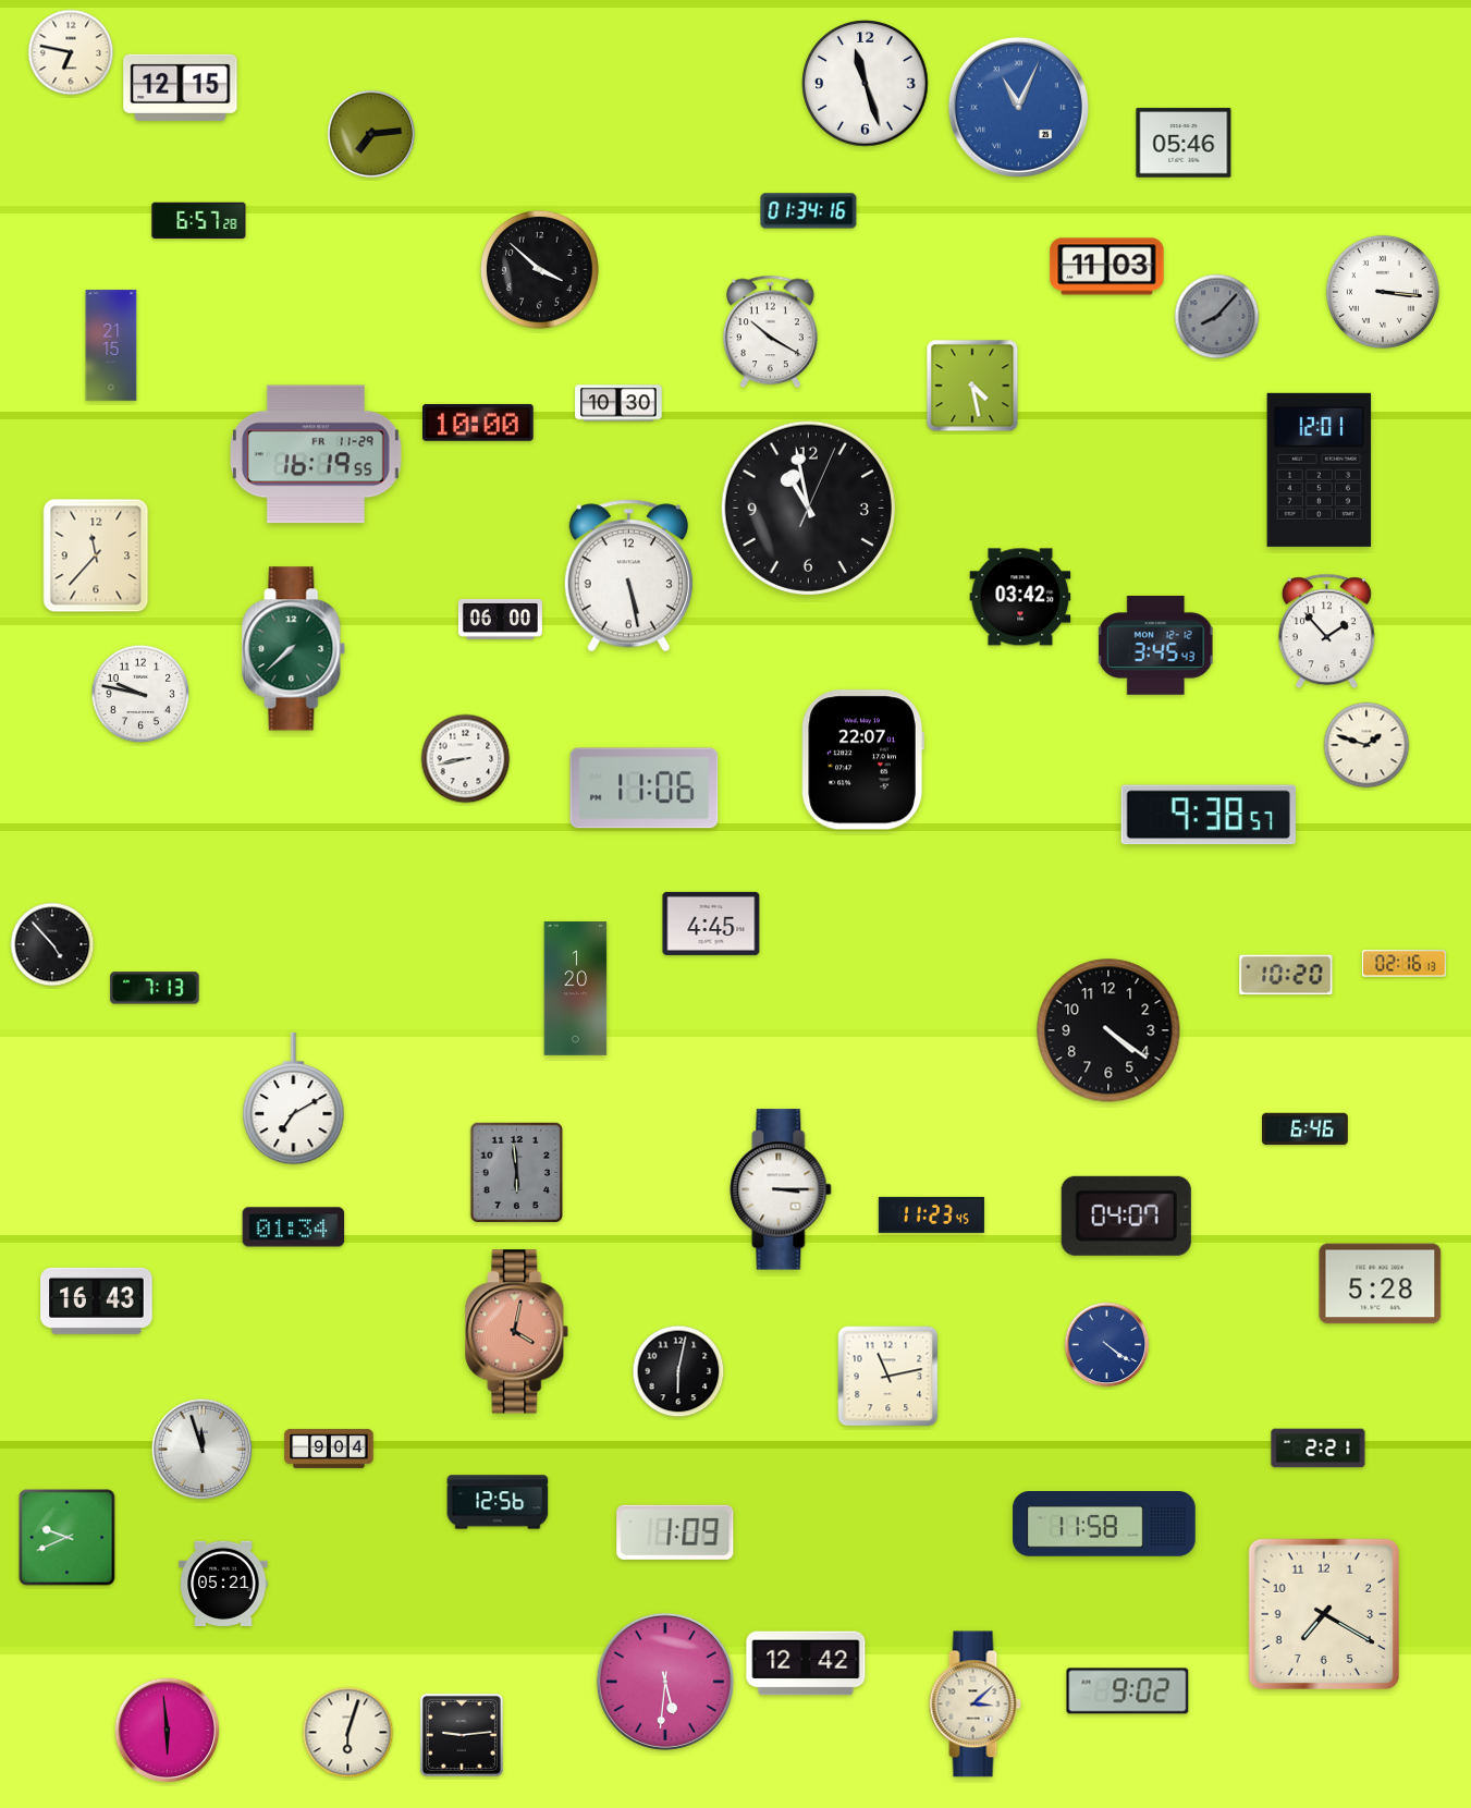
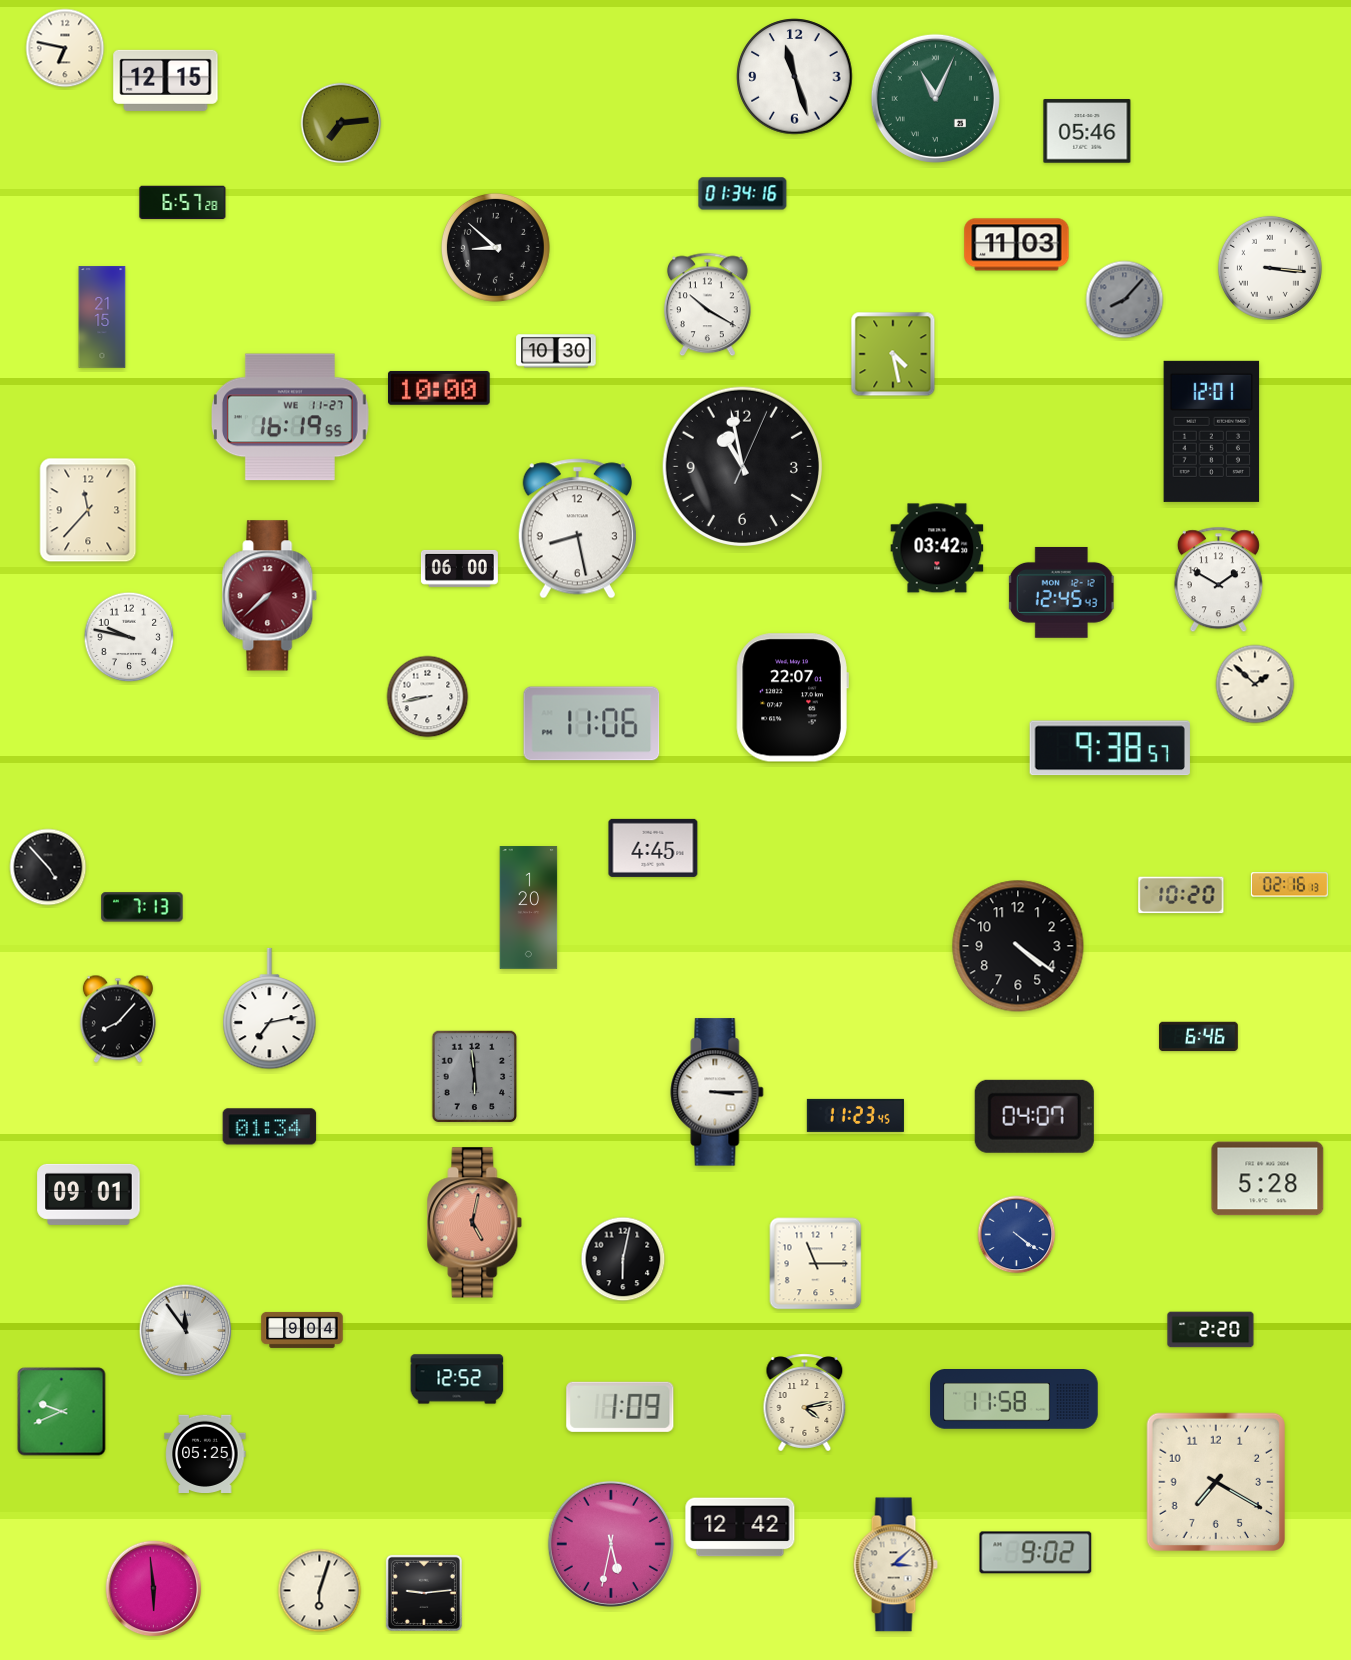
clock at (1018, 107) dial: blue -> green
clock at (539, 269): 3:52 -> 8:52
clock at (1217, 317) position: (1217, 317) -> (1125, 300)
clock at (618, 403) position: (618, 403) -> (556, 351)
clock at (316, 454) date: FR 11-29 -> WE 11-27
clock at (628, 576): 5:28 -> 8:28
clock at (1326, 632): 1:53 -> 1:50
clock at (1155, 645): 3:45 -> 12:45
clock at (294, 649) dial: green -> burgundy
clock at (1366, 745): 1:48 -> 1:52
clock at (294, 1099): 7:10 -> 7:13
clock at (118, 1019): none -> 8:07
clock at (97, 1300): 16:43 -> 09:01
clock at (517, 1332): 4:02 -> 5:02
clock at (888, 1377): 11:13 -> 11:15
clock at (1319, 1449): 2:21 -> 2:20
clock at (203, 1450): 11:57 -> 11:54
clock at (498, 1502): 12:56 -> 12:52
clock at (805, 1403): none -> 4:13
clock at (223, 1583): 05:21 -> 05:25
clock at (665, 1682): 5:31 -> 5:32
